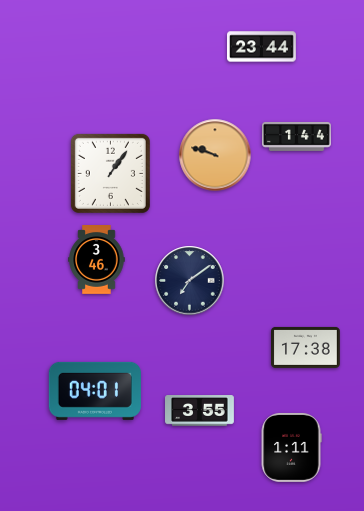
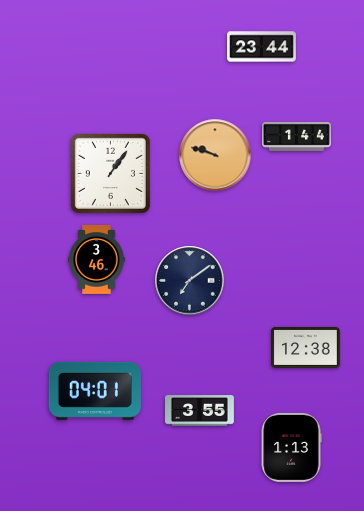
clock at (306, 347): 17:38 -> 12:38
clock at (291, 447): 1:11 -> 1:13
